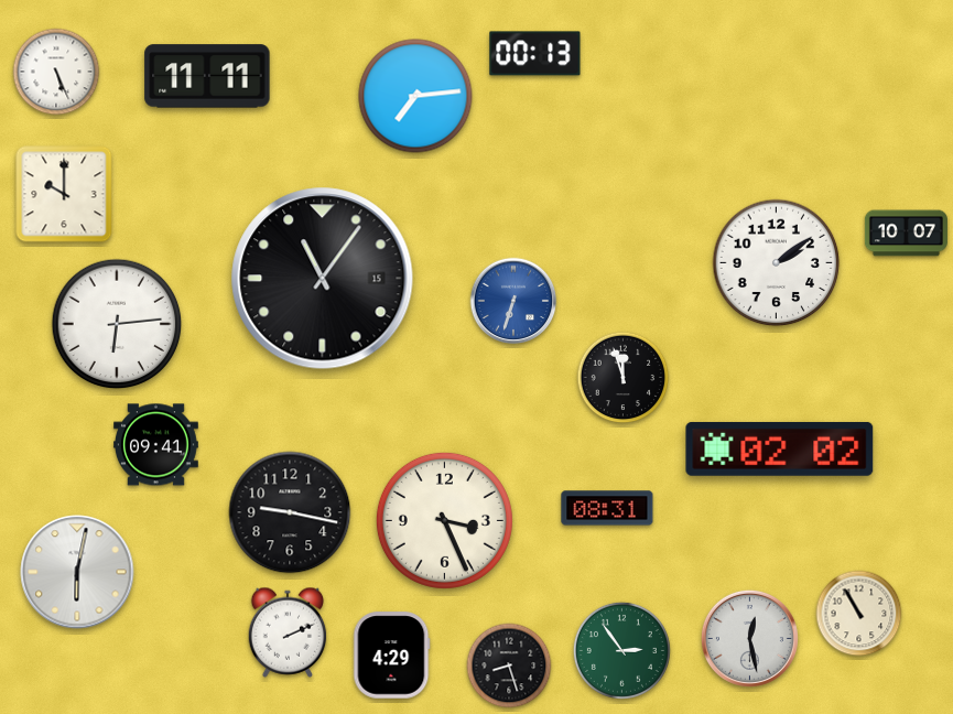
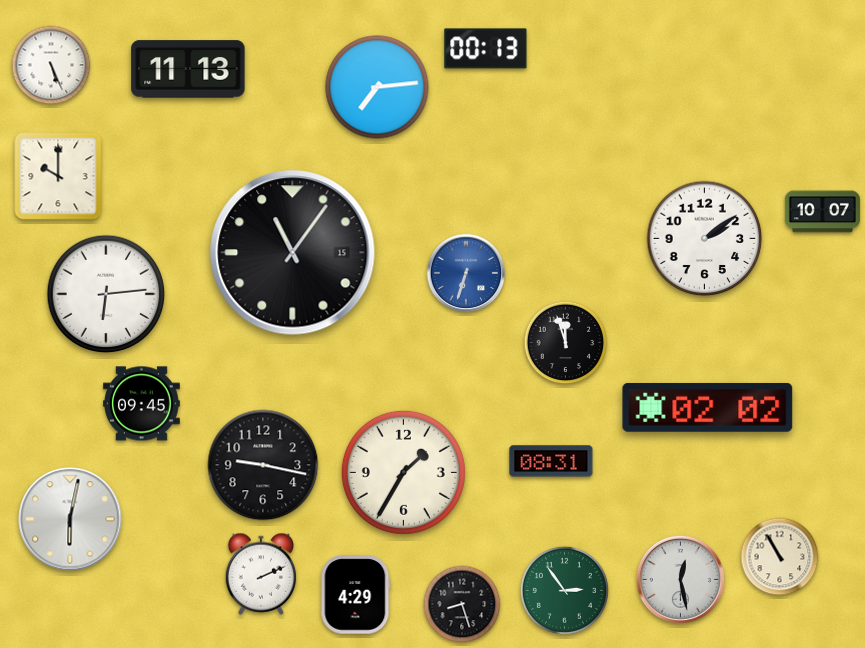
clock at (207, 76): 11:11 -> 11:13
clock at (156, 445): 09:41 -> 09:45
clock at (444, 520): 3:26 -> 1:35
